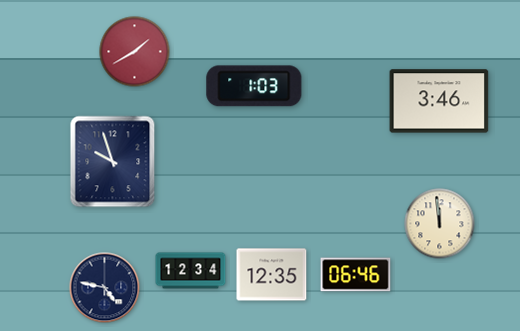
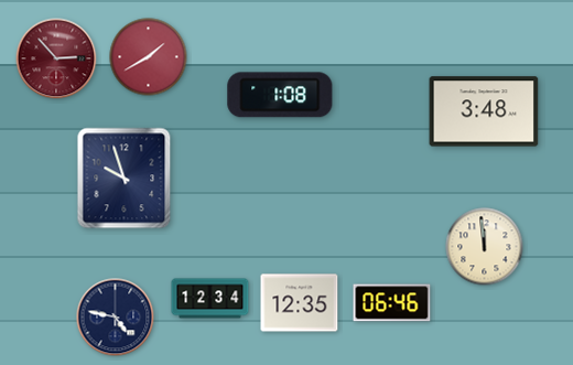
clock at (56, 58): none -> 2:53
clock at (254, 86): 1:03 -> 1:08
clock at (439, 101): 3:46 -> 3:48
